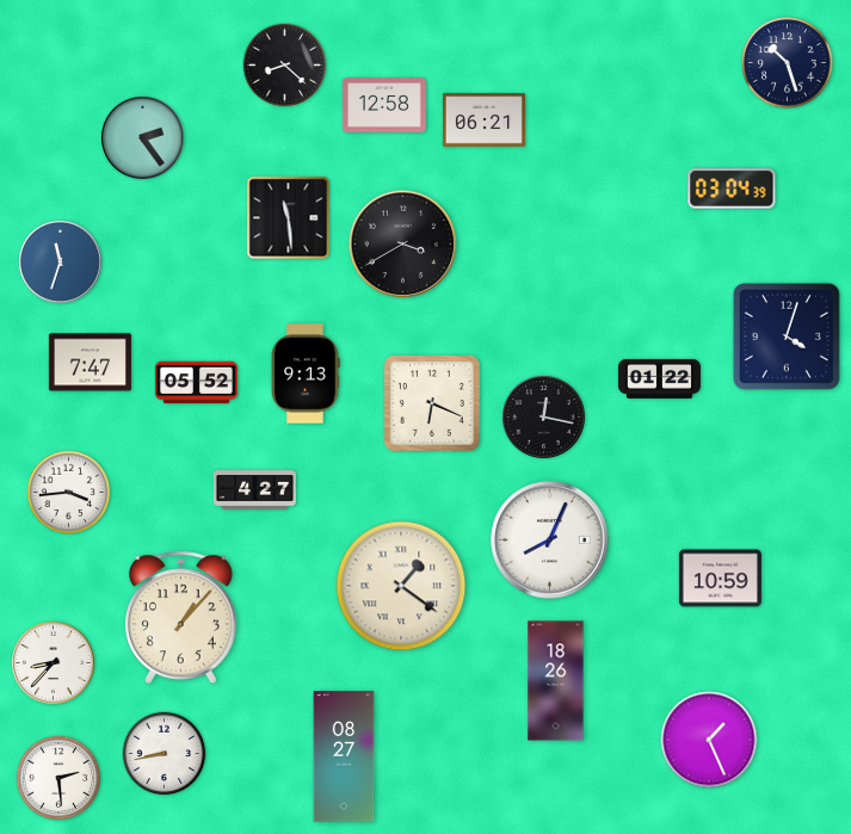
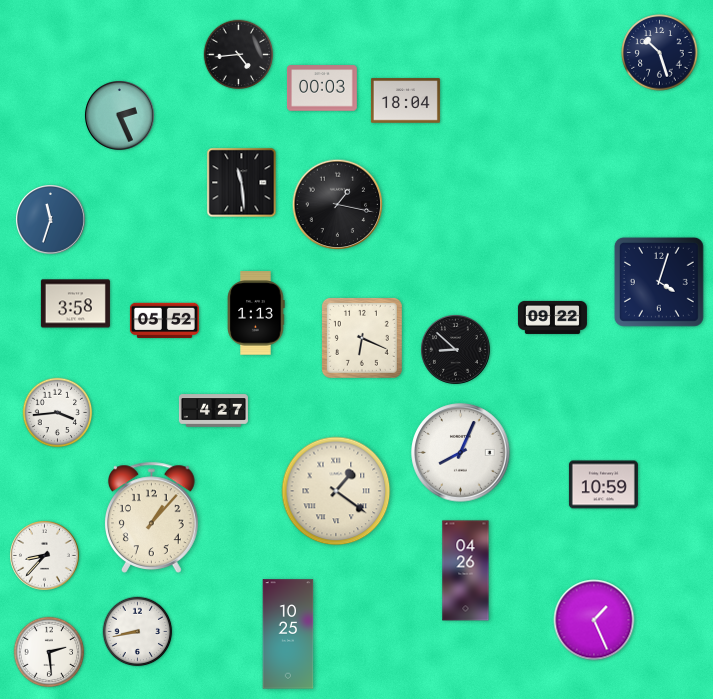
clock at (285, 66): 8:22 -> 4:44
clock at (384, 105): 12:58 -> 00:03
clock at (483, 121): 06:21 -> 18:04
clock at (143, 138): 2:24 -> 2:26
clock at (732, 189): 03:04 -> none
clock at (403, 245): 3:40 -> 1:17
clock at (90, 363): 7:47 -> 3:58
clock at (306, 373): 9:13 -> 1:13
clock at (659, 378): 01:22 -> 09:22
clock at (544, 418): 12:17 -> 8:52
clock at (556, 681): 18:26 -> 04:26
clock at (344, 756): 08:27 -> 10:25
